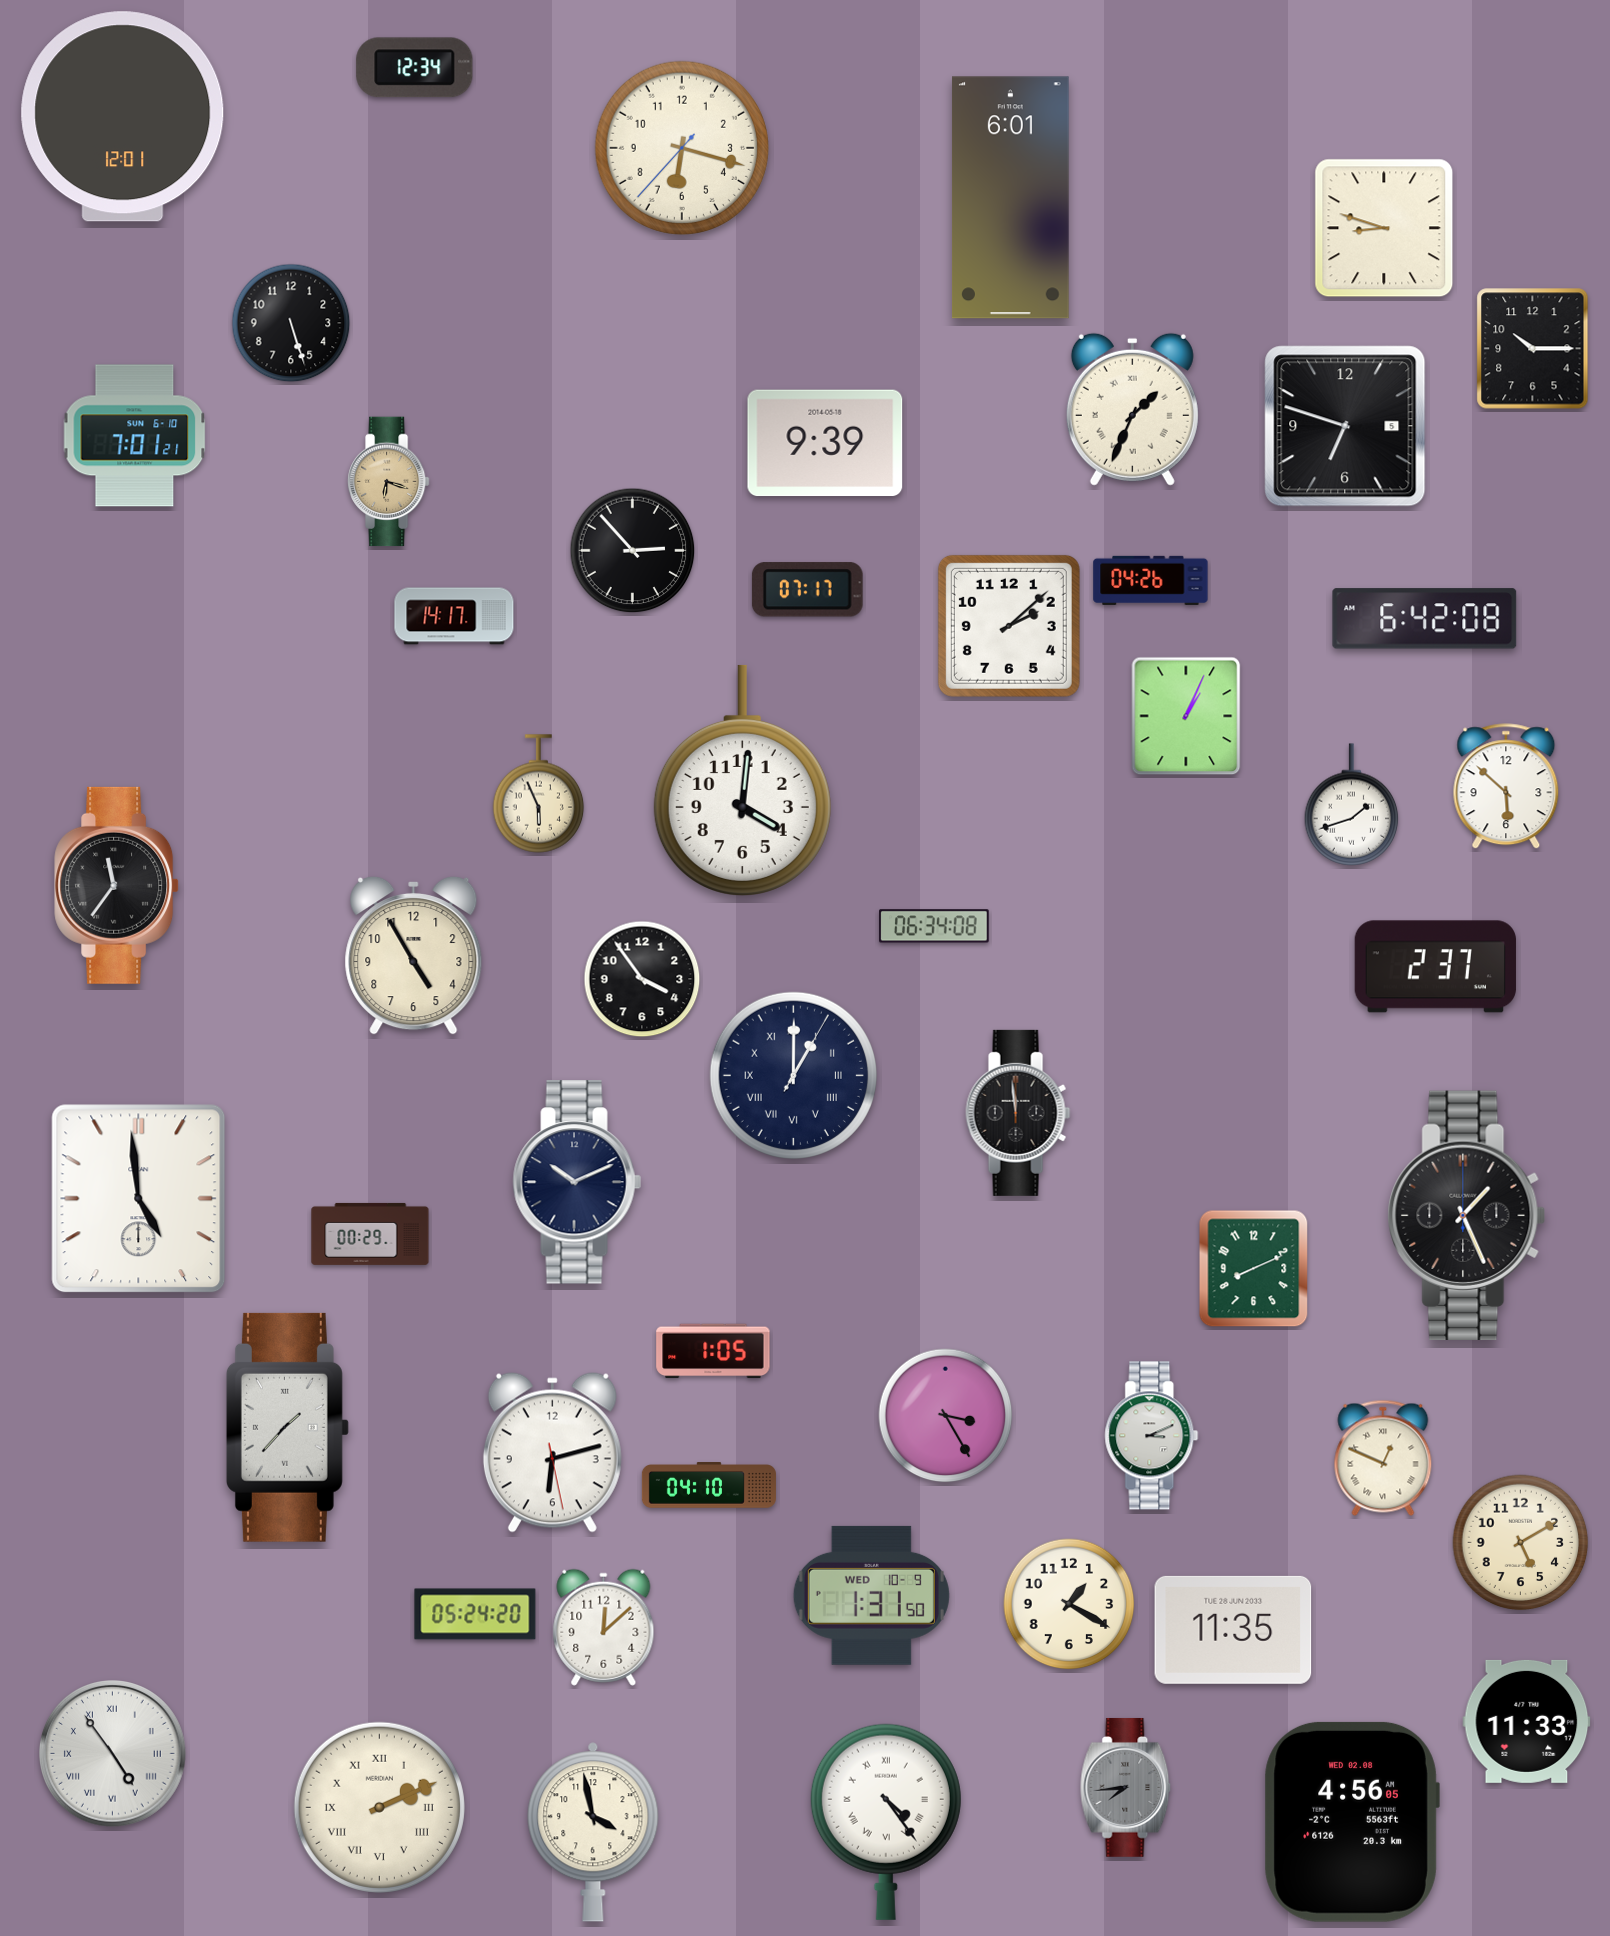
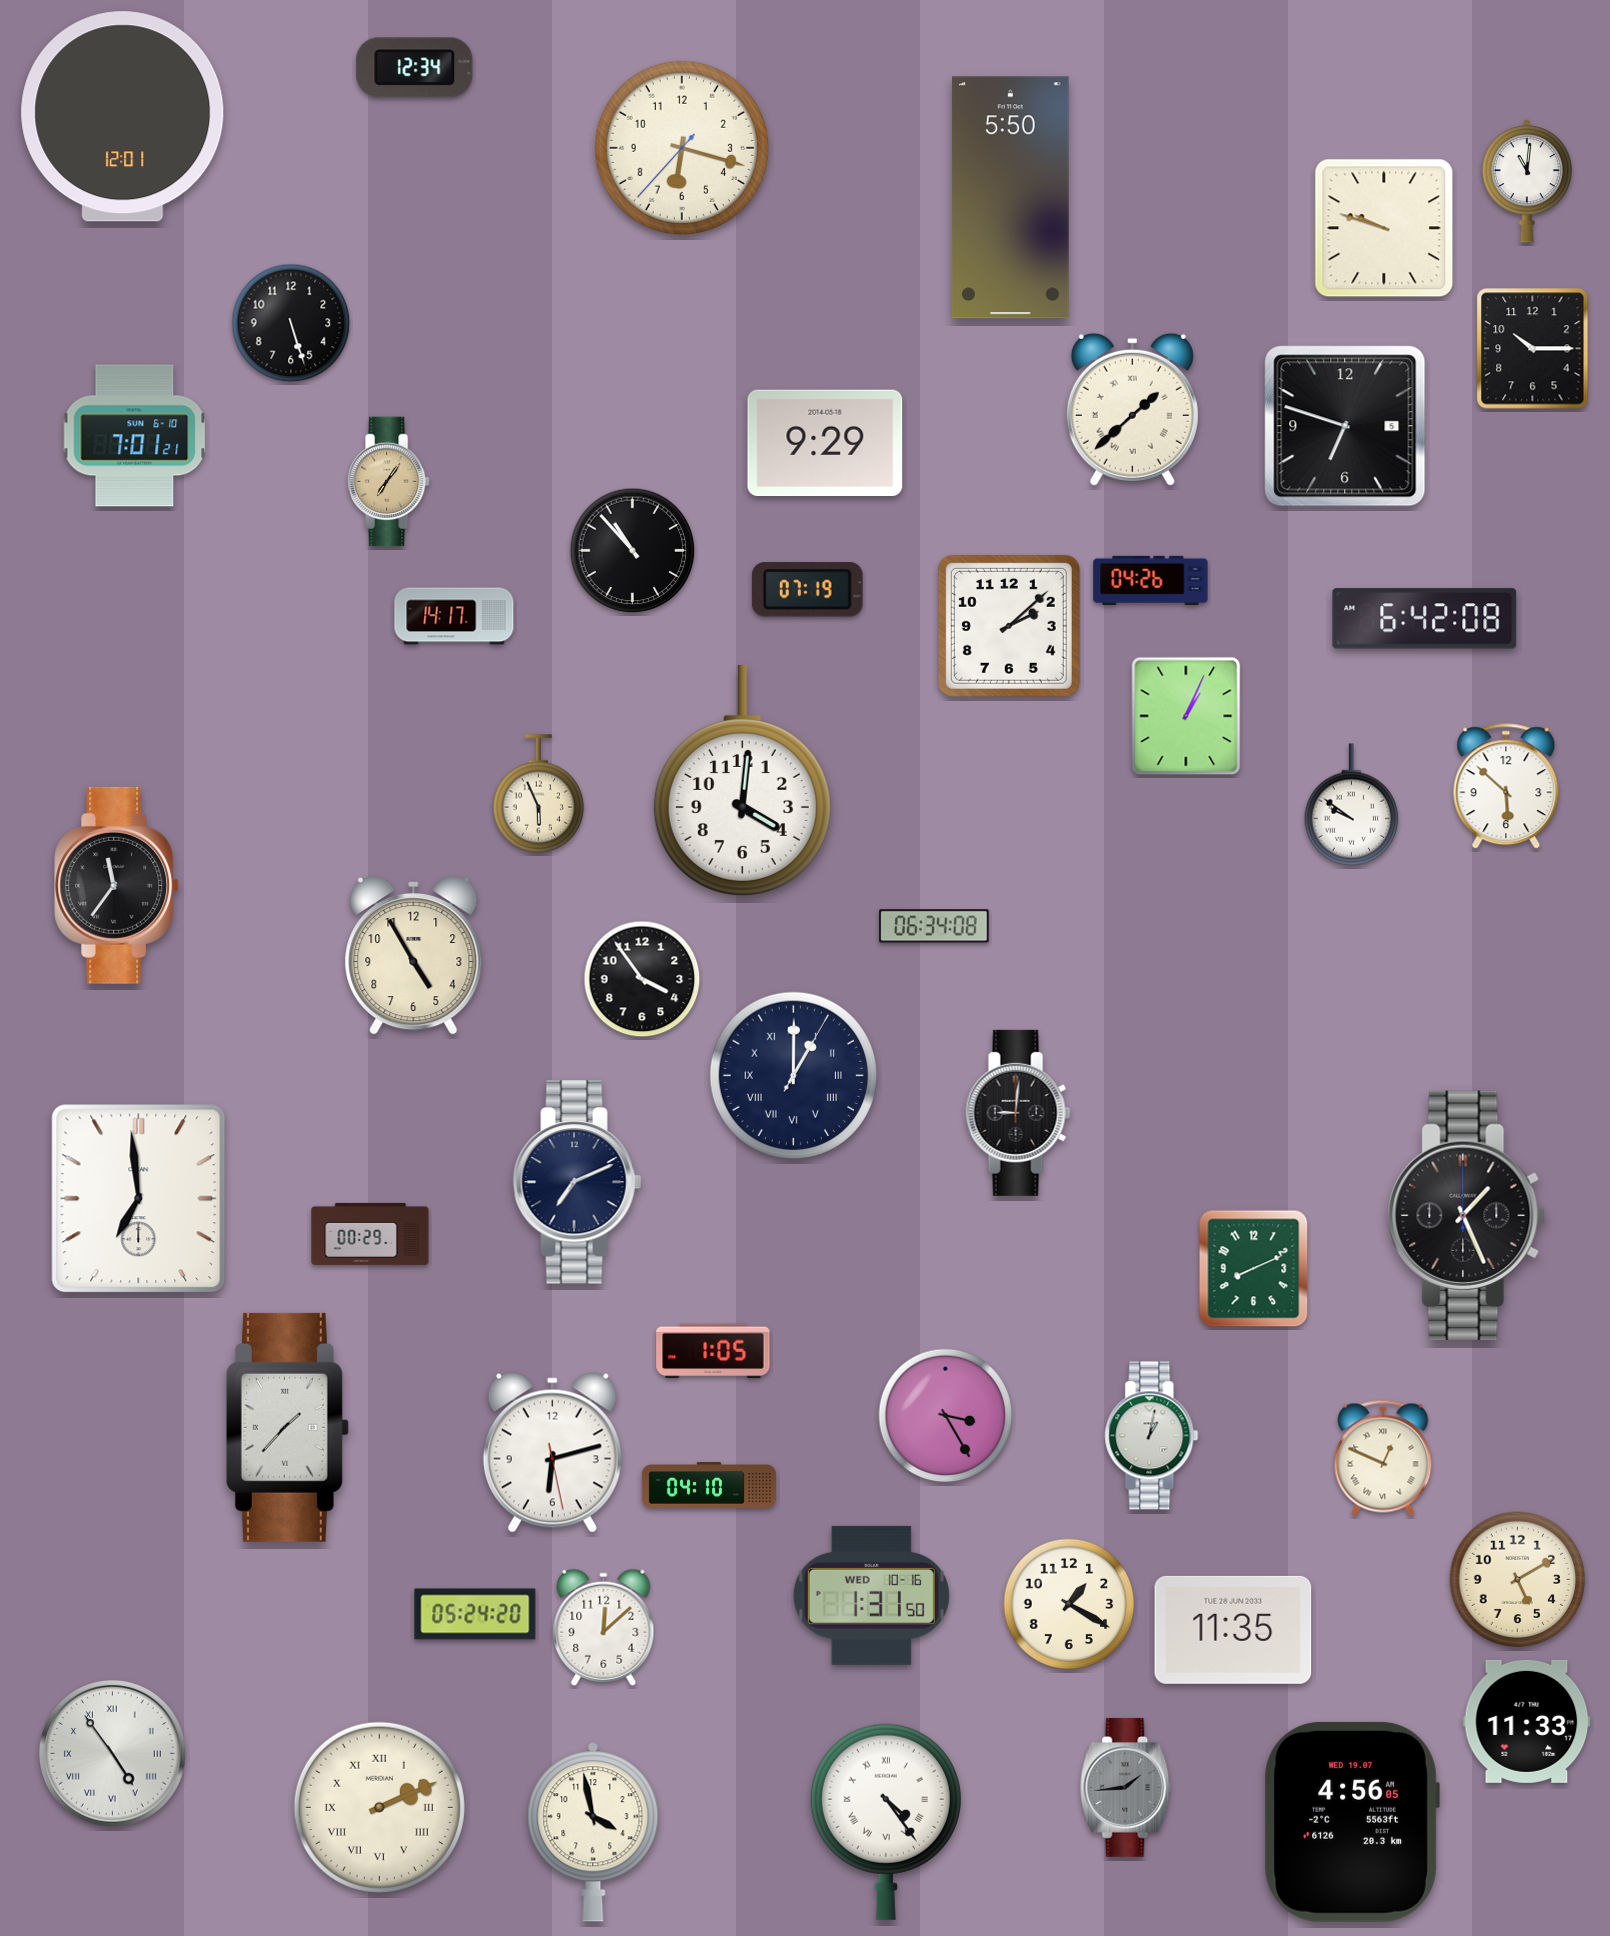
clock at (1526, 182): none -> 11:01
clock at (1010, 198): 6:01 -> 5:50
clock at (1384, 228): 8:48 -> 9:48
clock at (1132, 409): 1:34 -> 1:38
clock at (825, 443): 9:39 -> 9:29
clock at (388, 482): 6:18 -> 7:06
clock at (633, 551): 2:53 -> 10:53
clock at (807, 590): 07:17 -> 07:19
clock at (1352, 805): 1:42 -> 9:51
clock at (1435, 967): 2:37 -> none
clock at (1018, 1113): 11:59 -> 9:01
clock at (577, 1182): 10:11 -> 7:11
clock at (139, 1199): 4:59 -> 6:59
clock at (1152, 1436): 3:11 -> 1:02
clock at (1521, 1543) position: (1521, 1543) -> (1518, 1580)
clock at (871, 1595) date: WED 10-9 -> WED 10-16
clock at (1126, 1787): 7:44 -> 1:44
clock at (1352, 1822) date: WED 02.08 -> WED 19.07
